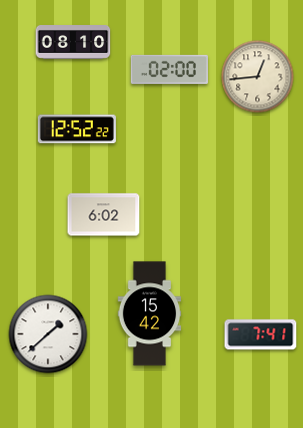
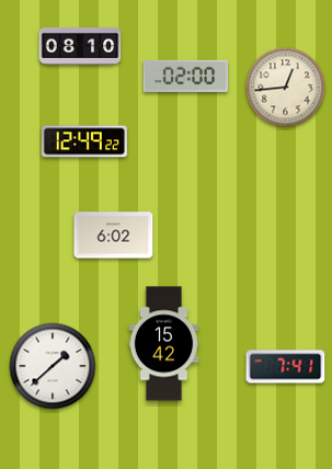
clock at (258, 77) position: (258, 77) -> (286, 88)
clock at (77, 129): 12:52 -> 12:49
